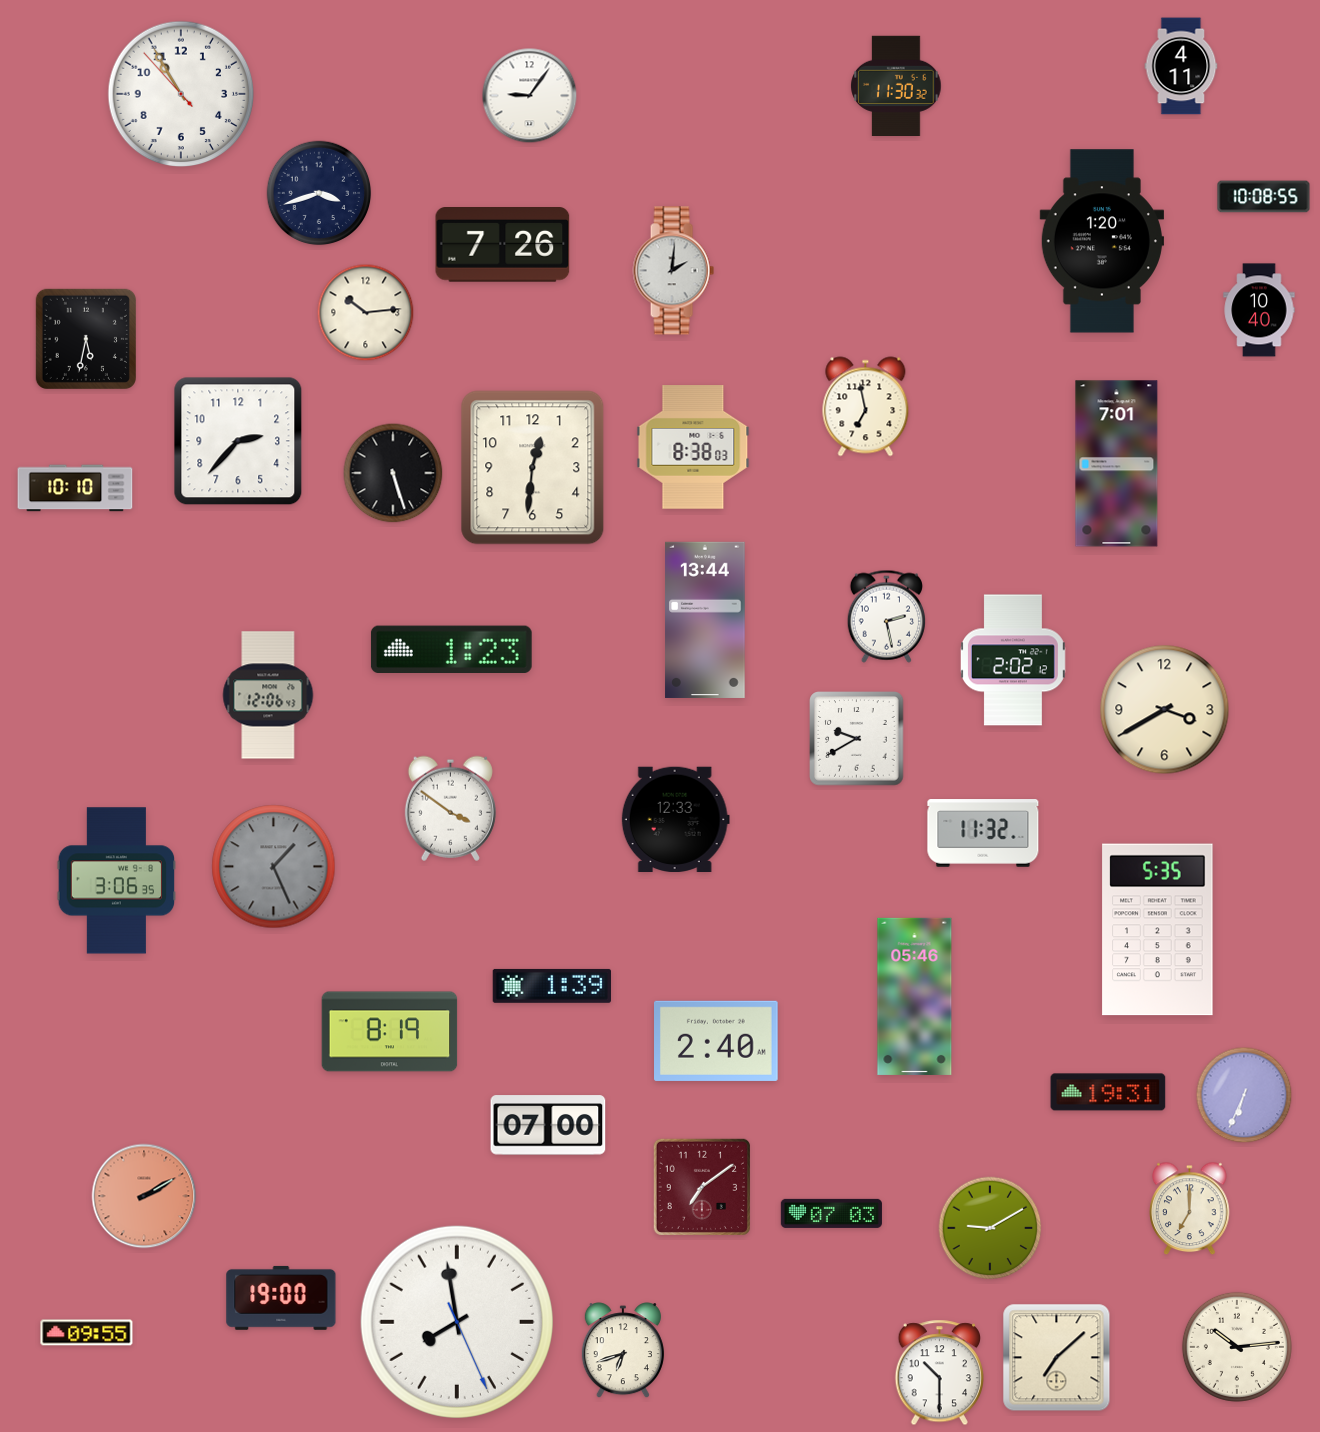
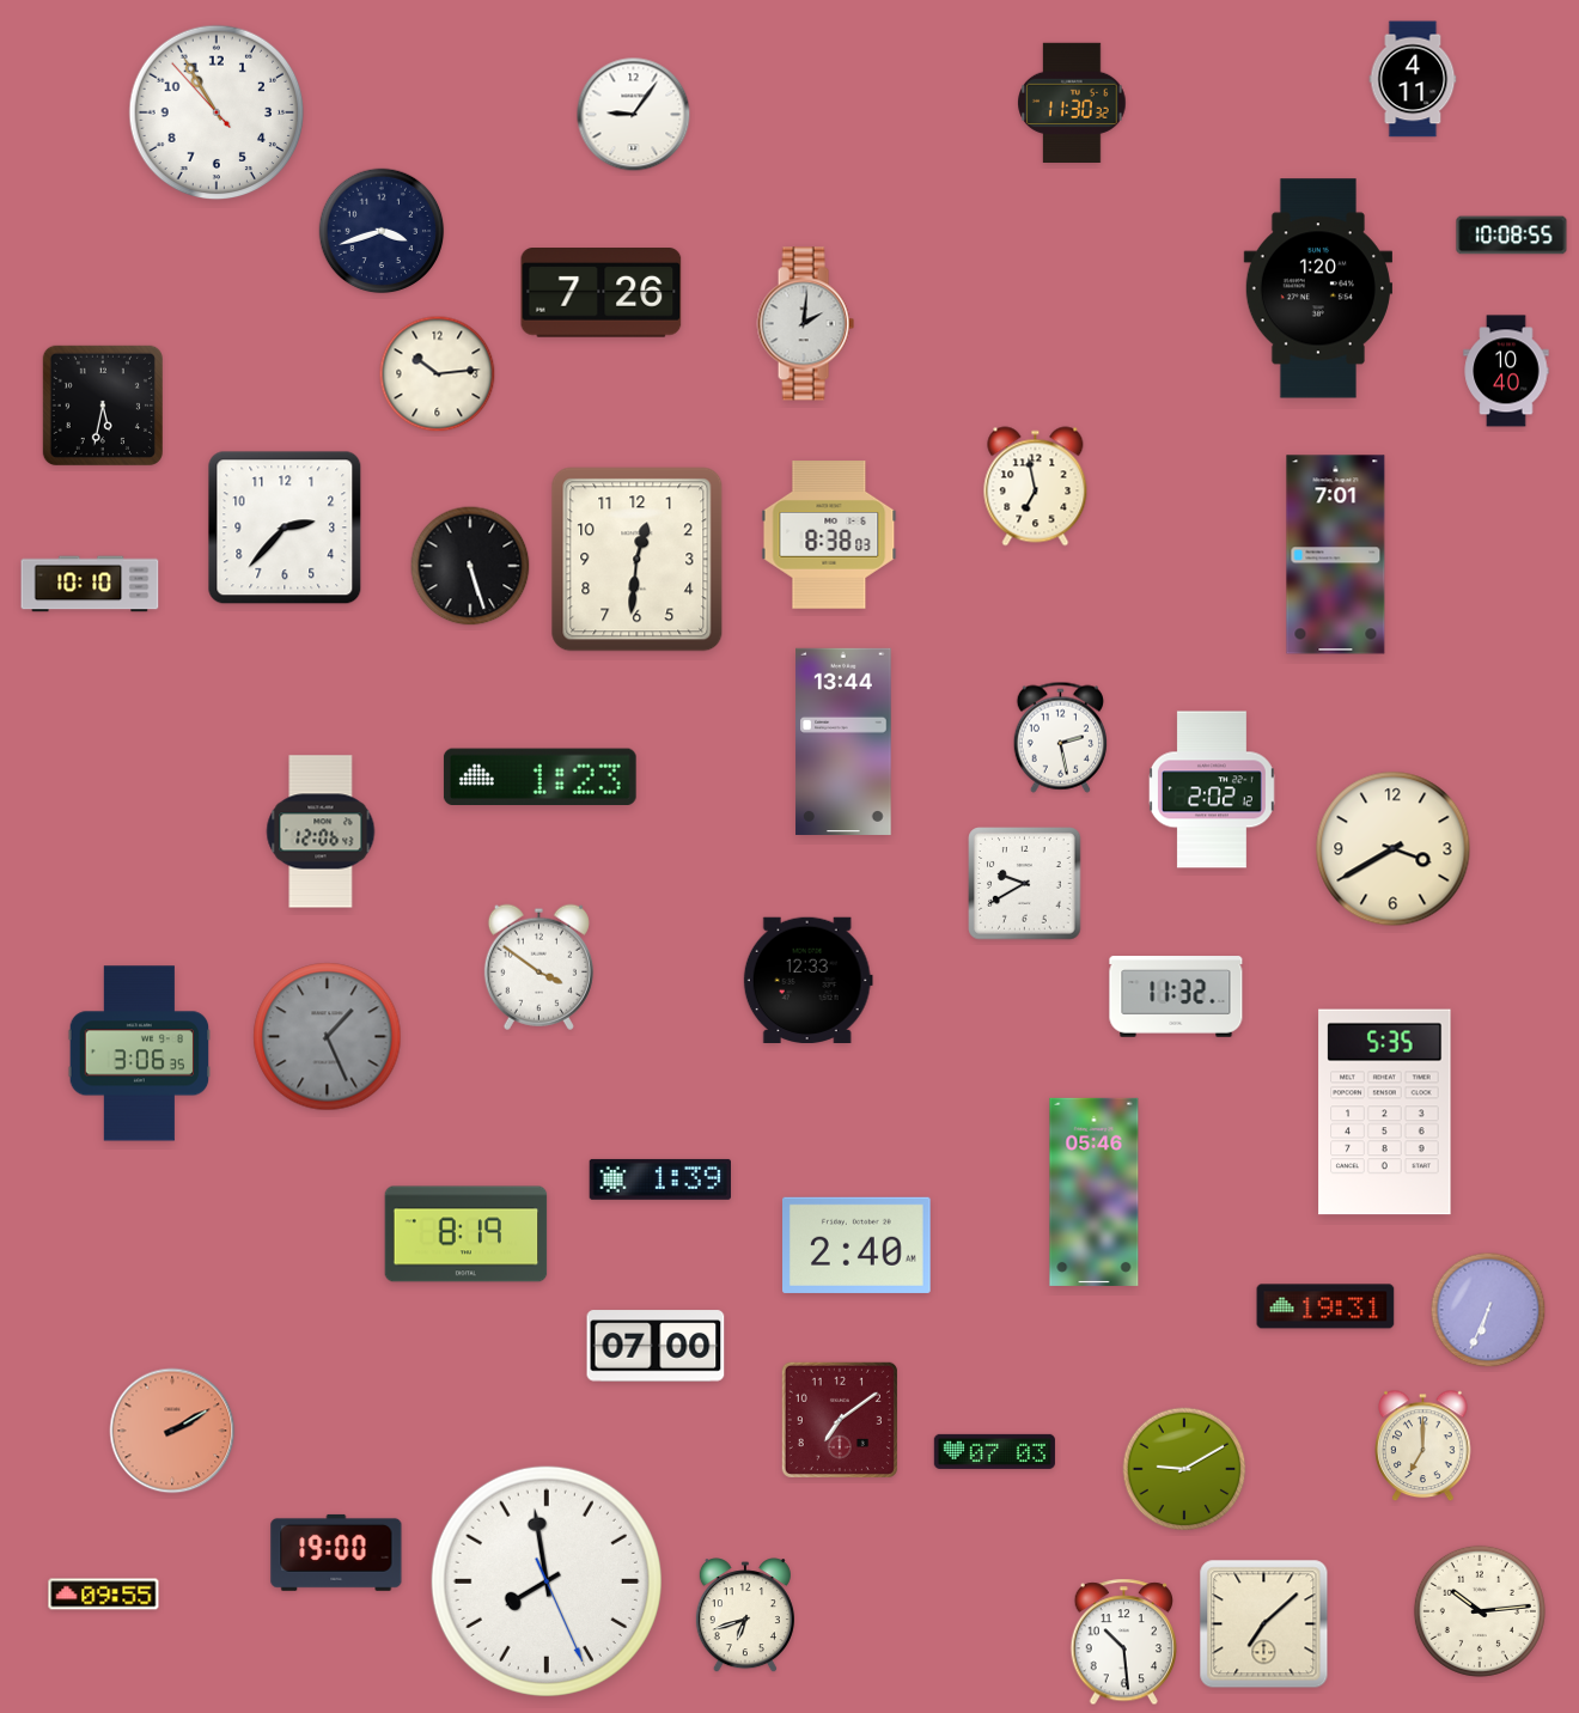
clock at (939, 1373): 10:30 -> 10:29
